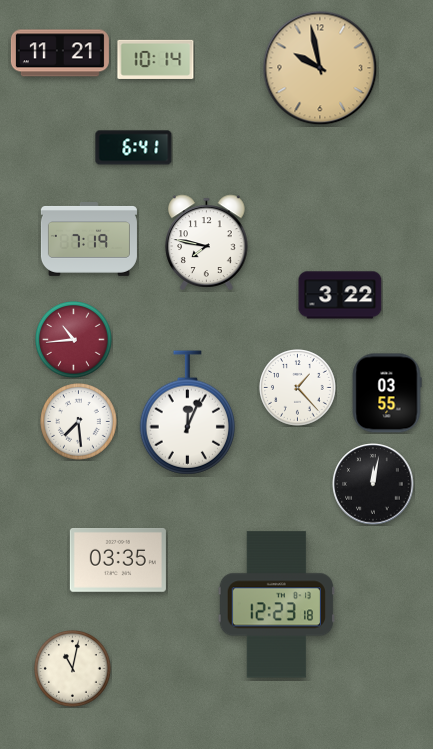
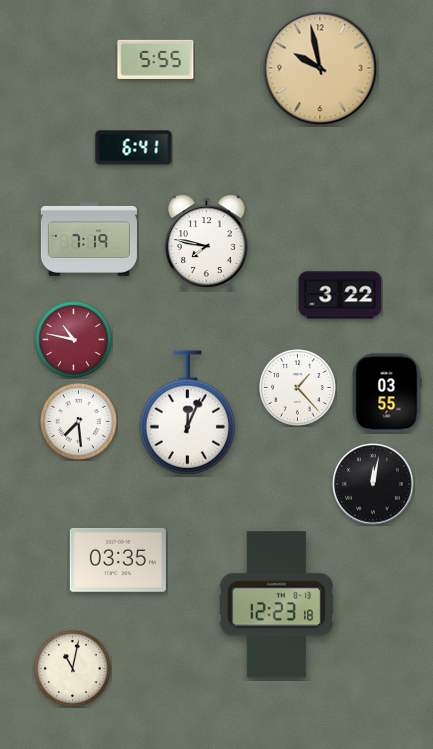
clock at (60, 53): 11:21 -> none
clock at (156, 59): 10:14 -> 5:55
clock at (74, 340): 10:44 -> 10:47
